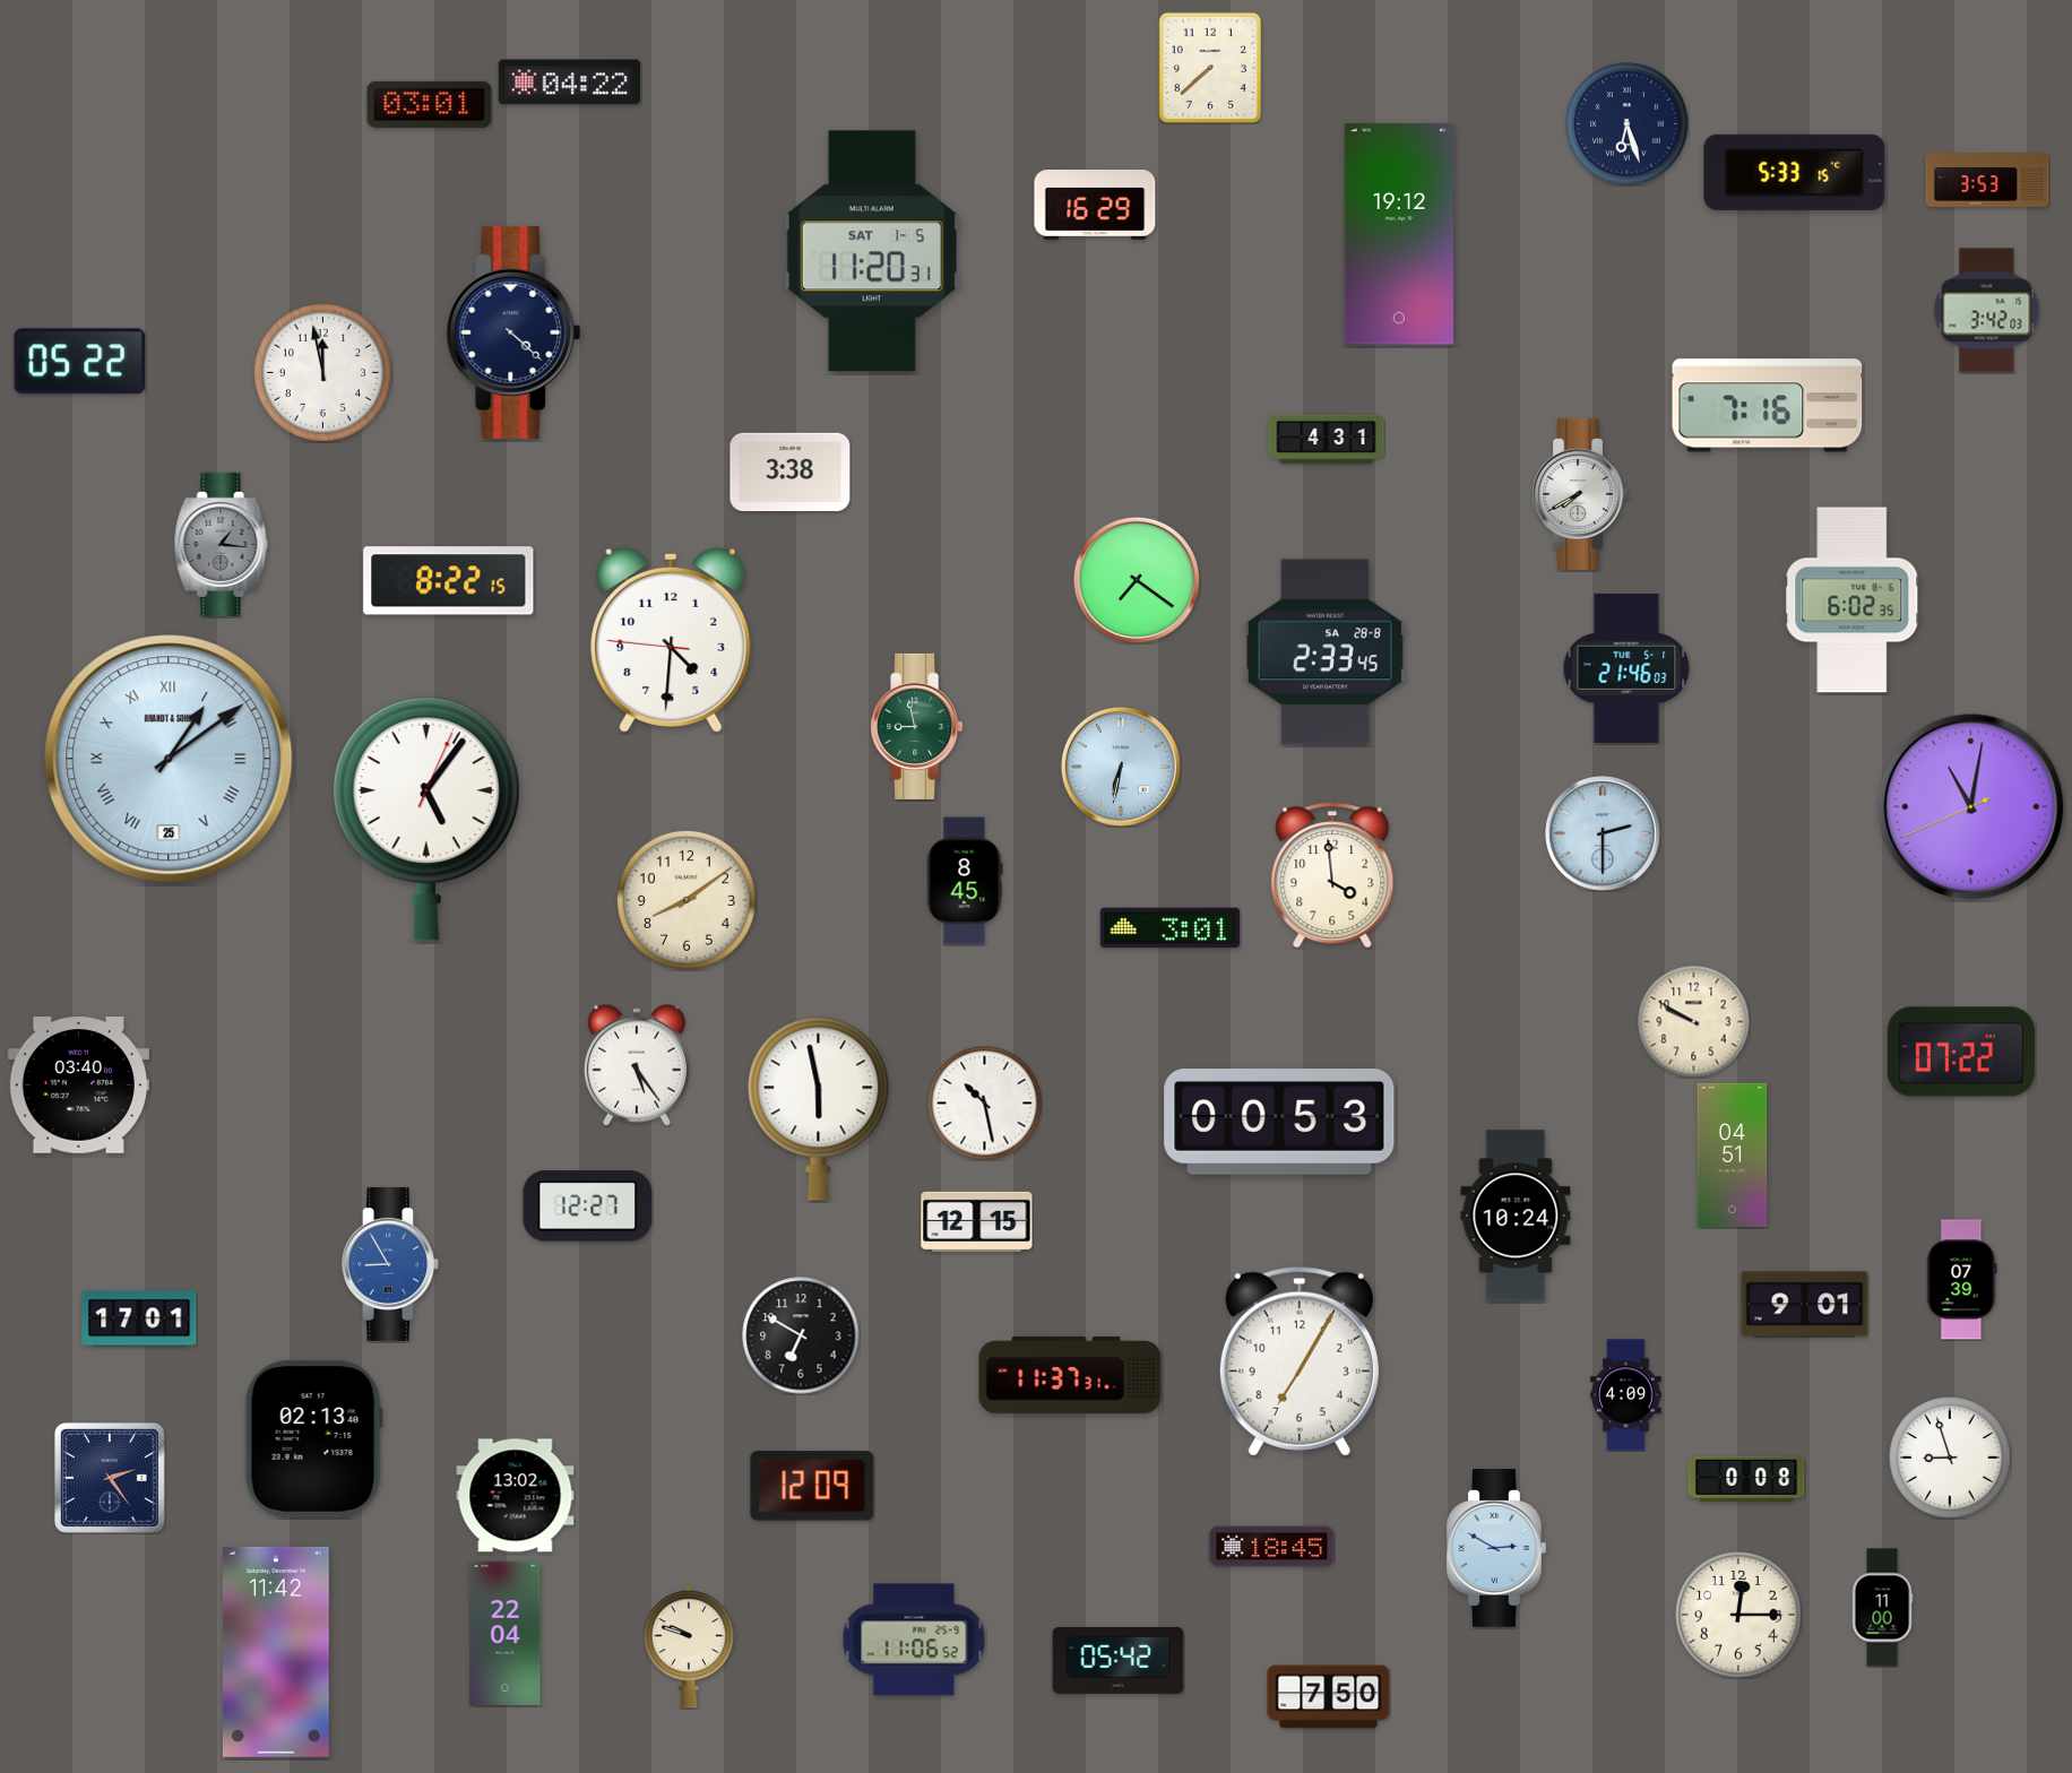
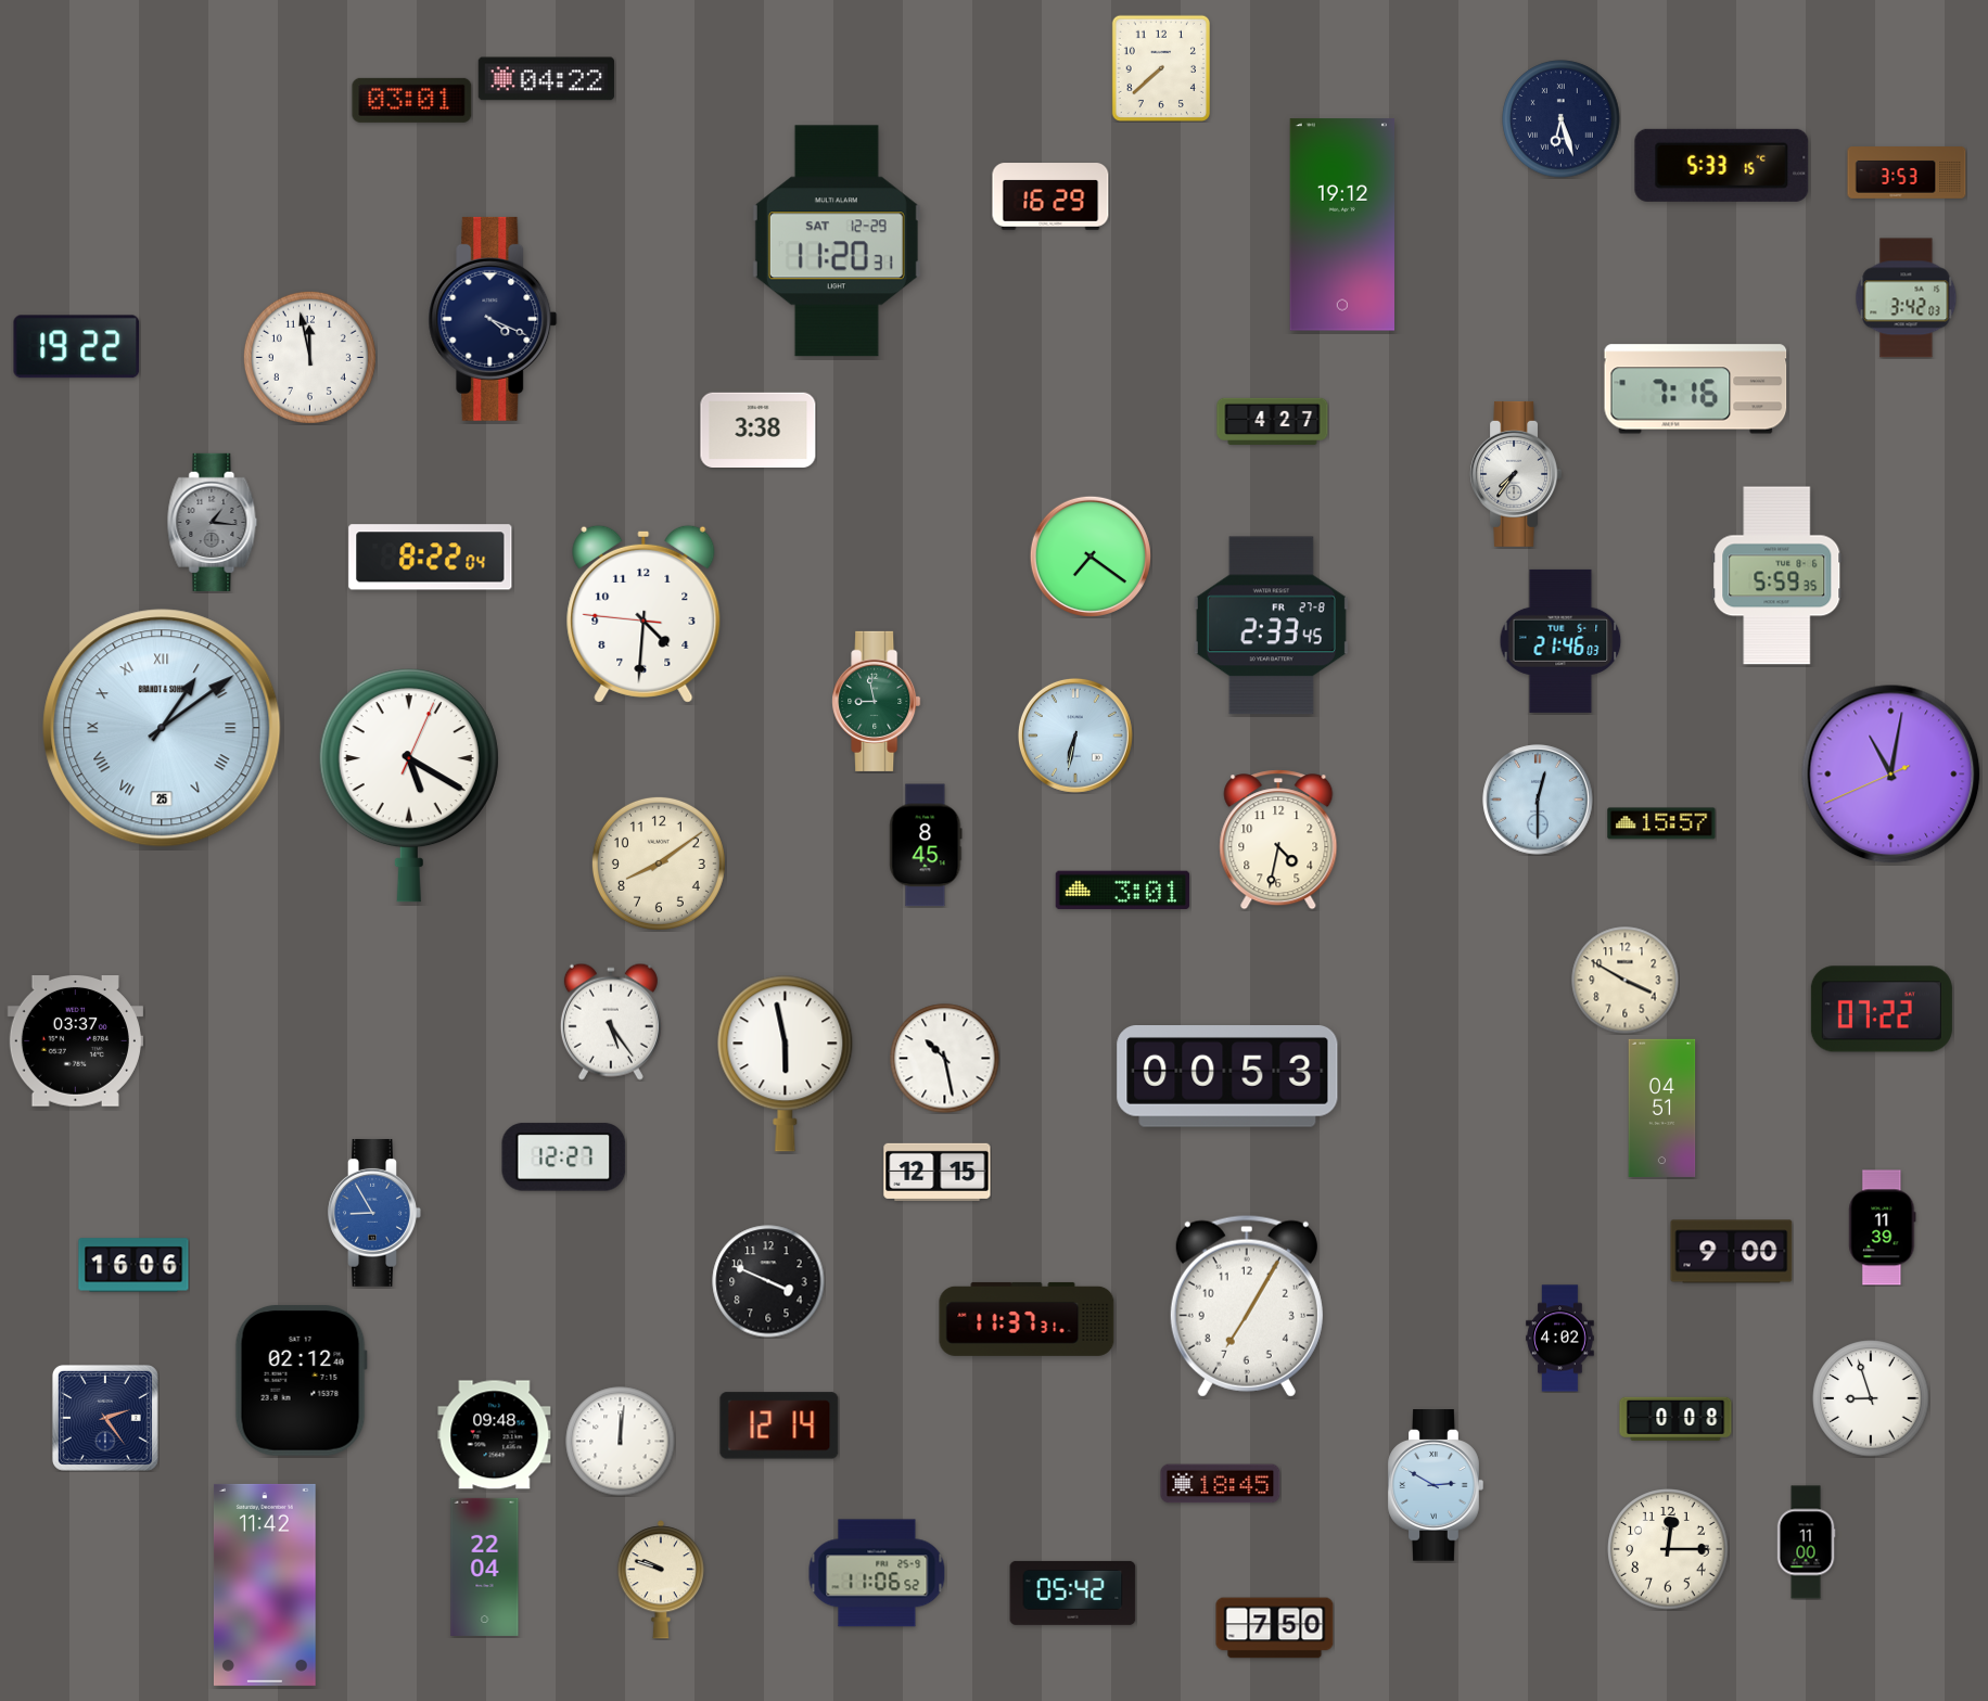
clock at (1209, 67) position: (1209, 67) -> (1160, 67)
clock at (872, 251) date: SAT 1-5 -> SAT 12-29
clock at (513, 332): 4:22 -> 4:19
clock at (80, 362): 05:22 -> 19:22
clock at (1327, 439): 4:31 -> 4:27
clock at (791, 472) position: (791, 472) -> (759, 430)
clock at (1579, 494): 7:40 -> 7:36
clock at (449, 581): 8:22:15 -> 8:22:04
clock at (1853, 600): 6:02 -> 5:59
clock at (1324, 652) date: SA 28-8 -> FR 27-8
clock at (917, 726) position: (917, 726) -> (877, 701)
clock at (426, 819): 5:06 -> 5:20
clock at (1603, 833): 2:30 -> 12:30
clock at (1661, 823): none -> 15:57
clock at (1332, 875): 3:59 -> 4:32
clock at (1694, 1022): 9:50 -> 3:50
clock at (78, 1086): 03:40 -> 03:37
clock at (1516, 1216): 10:24 -> none
clock at (1962, 1280): 07:39 -> 11:39
clock at (1805, 1305): 9:01 -> 9:00
clock at (139, 1318): 17:01 -> 16:06
clock at (801, 1335): 6:50 -> 3:49
clock at (1626, 1395): 4:09 -> 4:02
clock at (313, 1438): 02:13 -> 02:12
clock at (812, 1486): 12:09 -> 12:14
clock at (516, 1496): 13:02 -> 09:48
clock at (621, 1442): none -> 12:01
